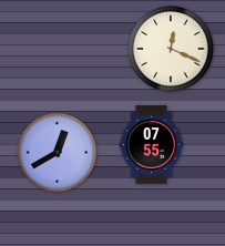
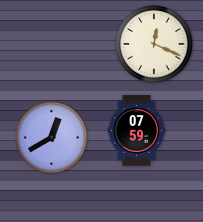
clock at (152, 145): 07:55 -> 07:59
